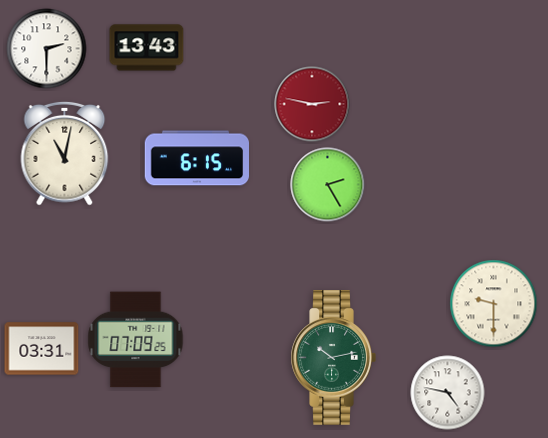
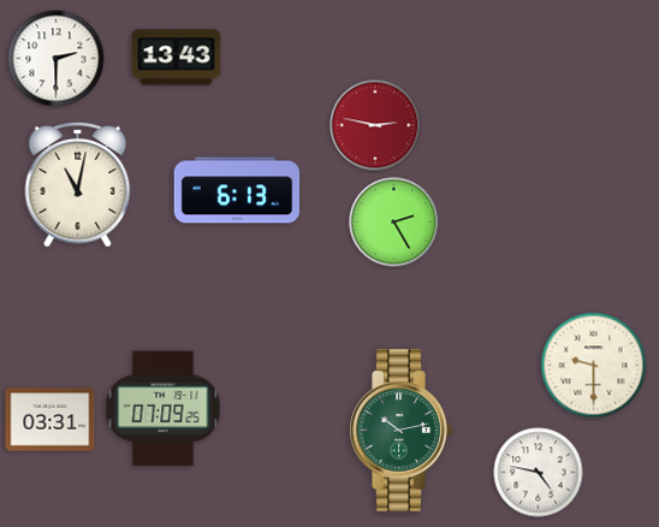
clock at (196, 158): 6:15 -> 6:13
